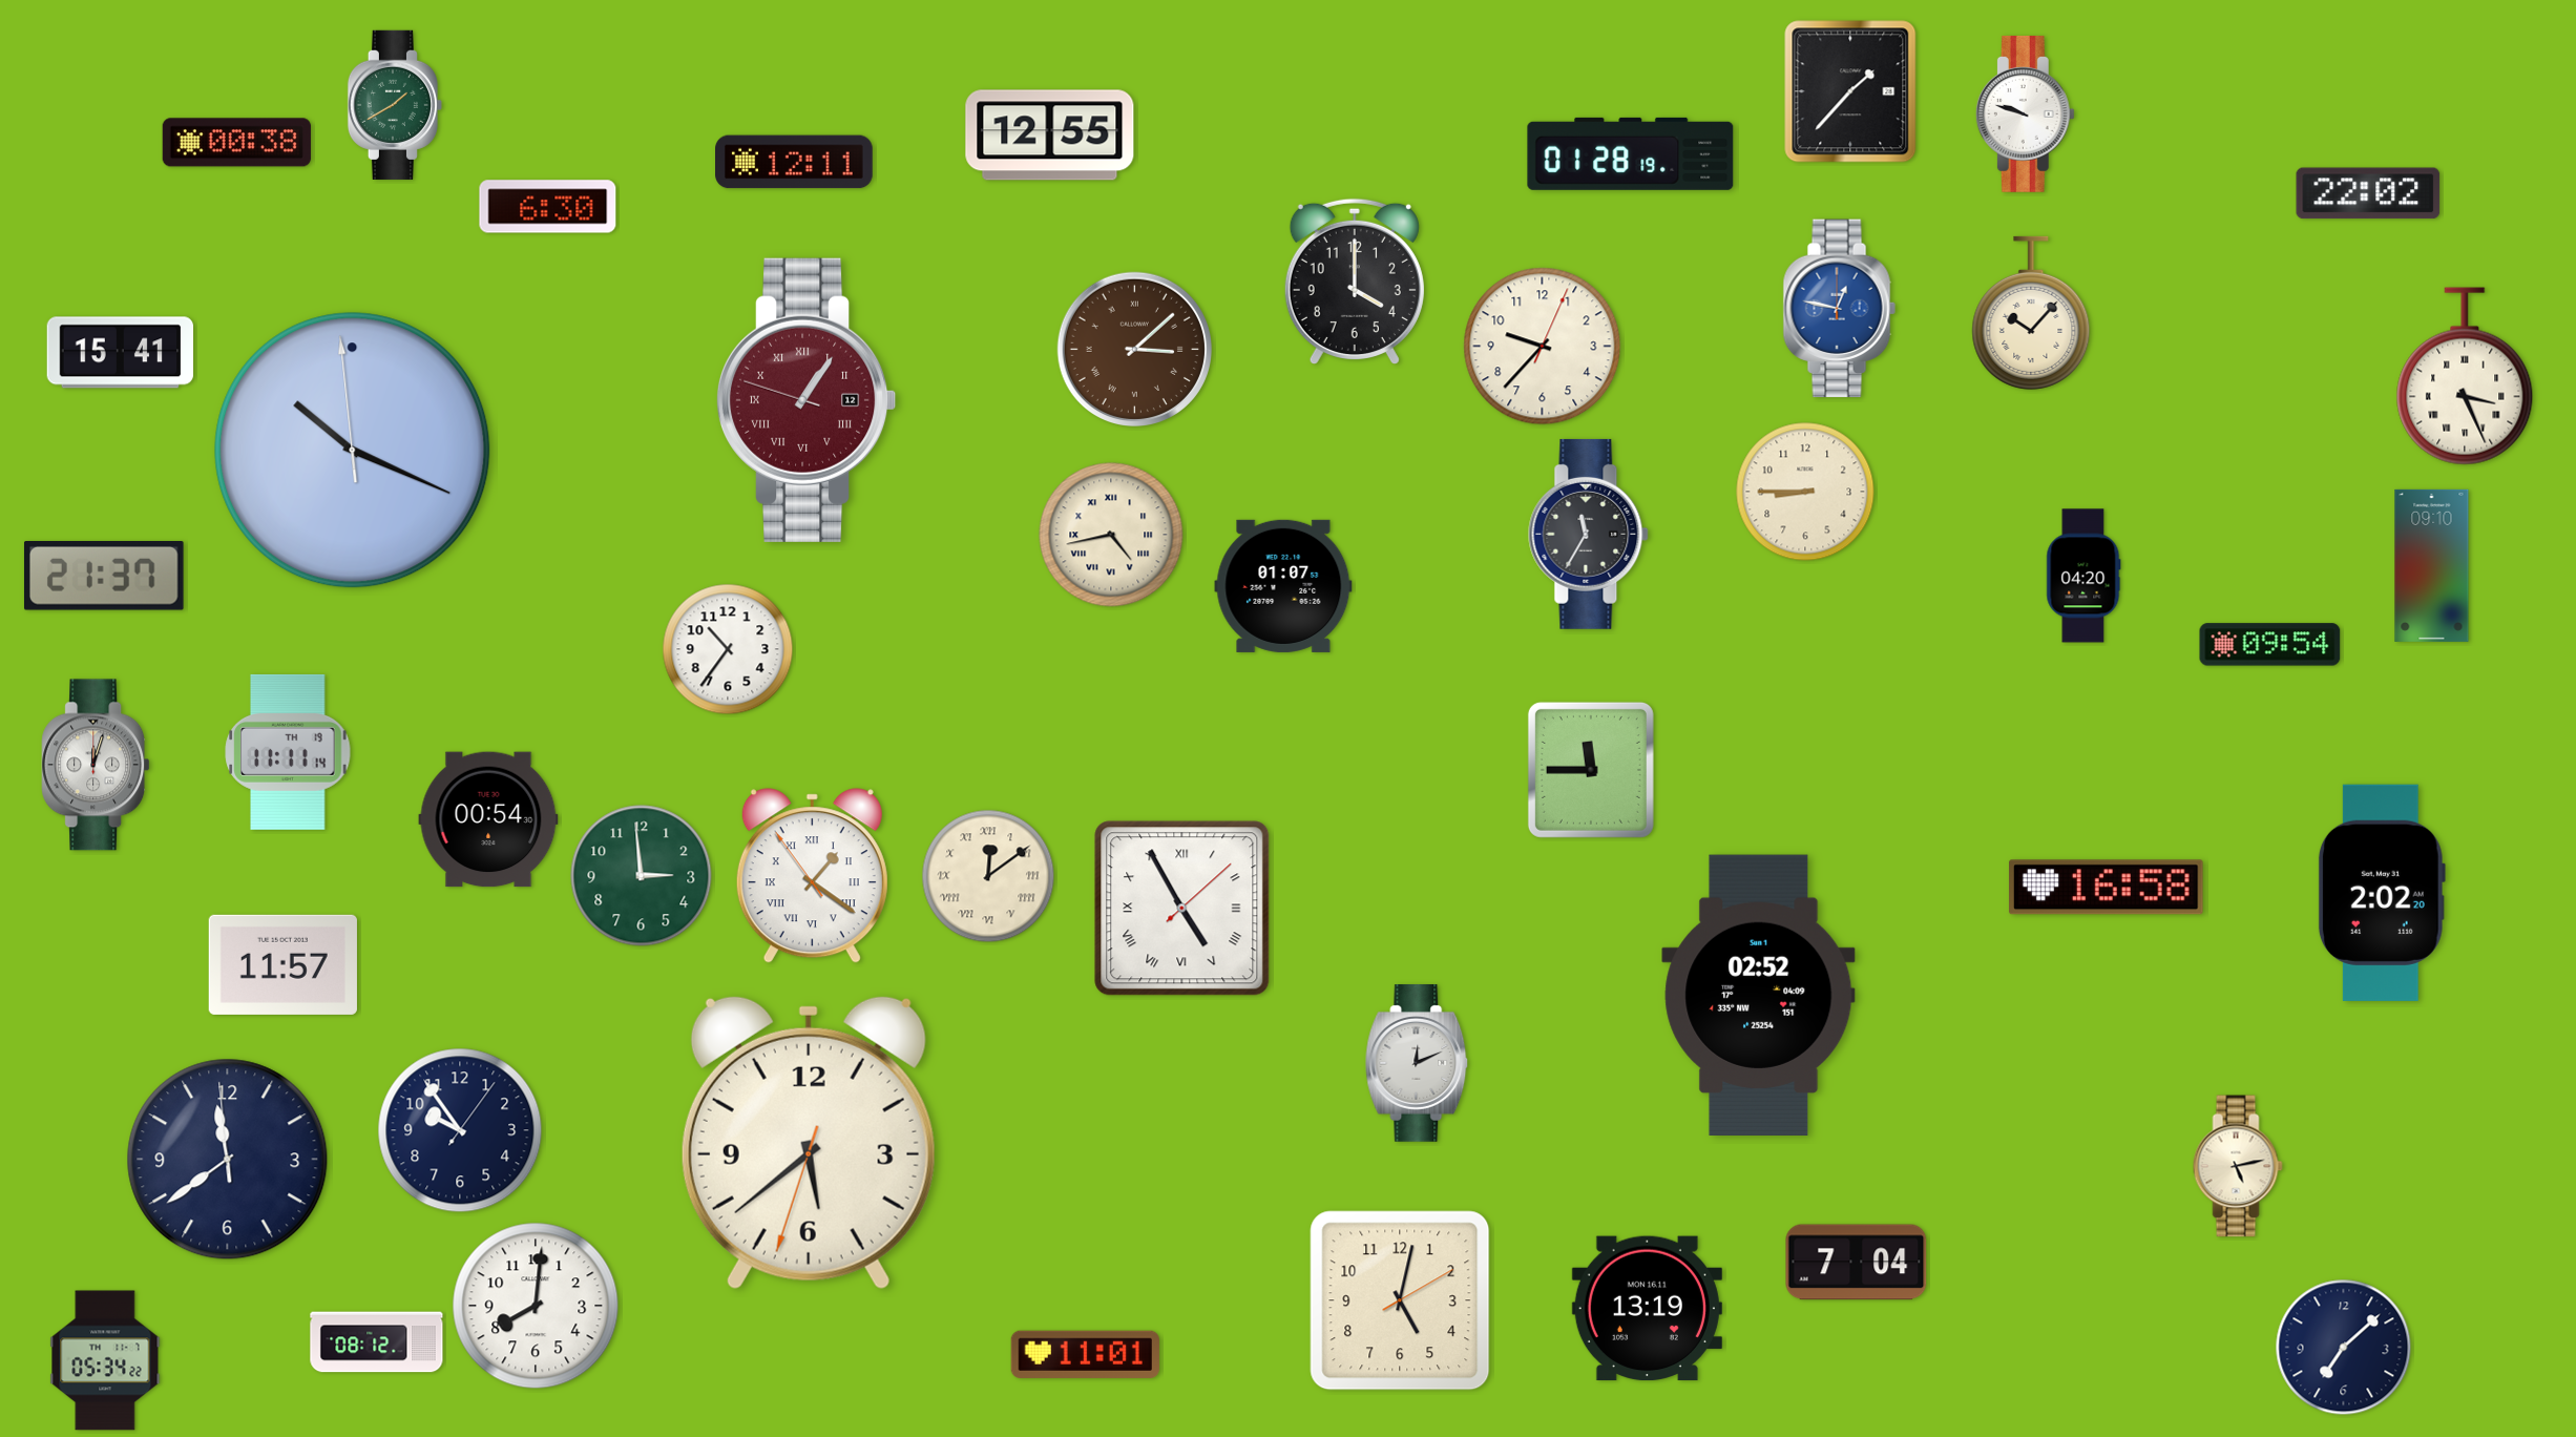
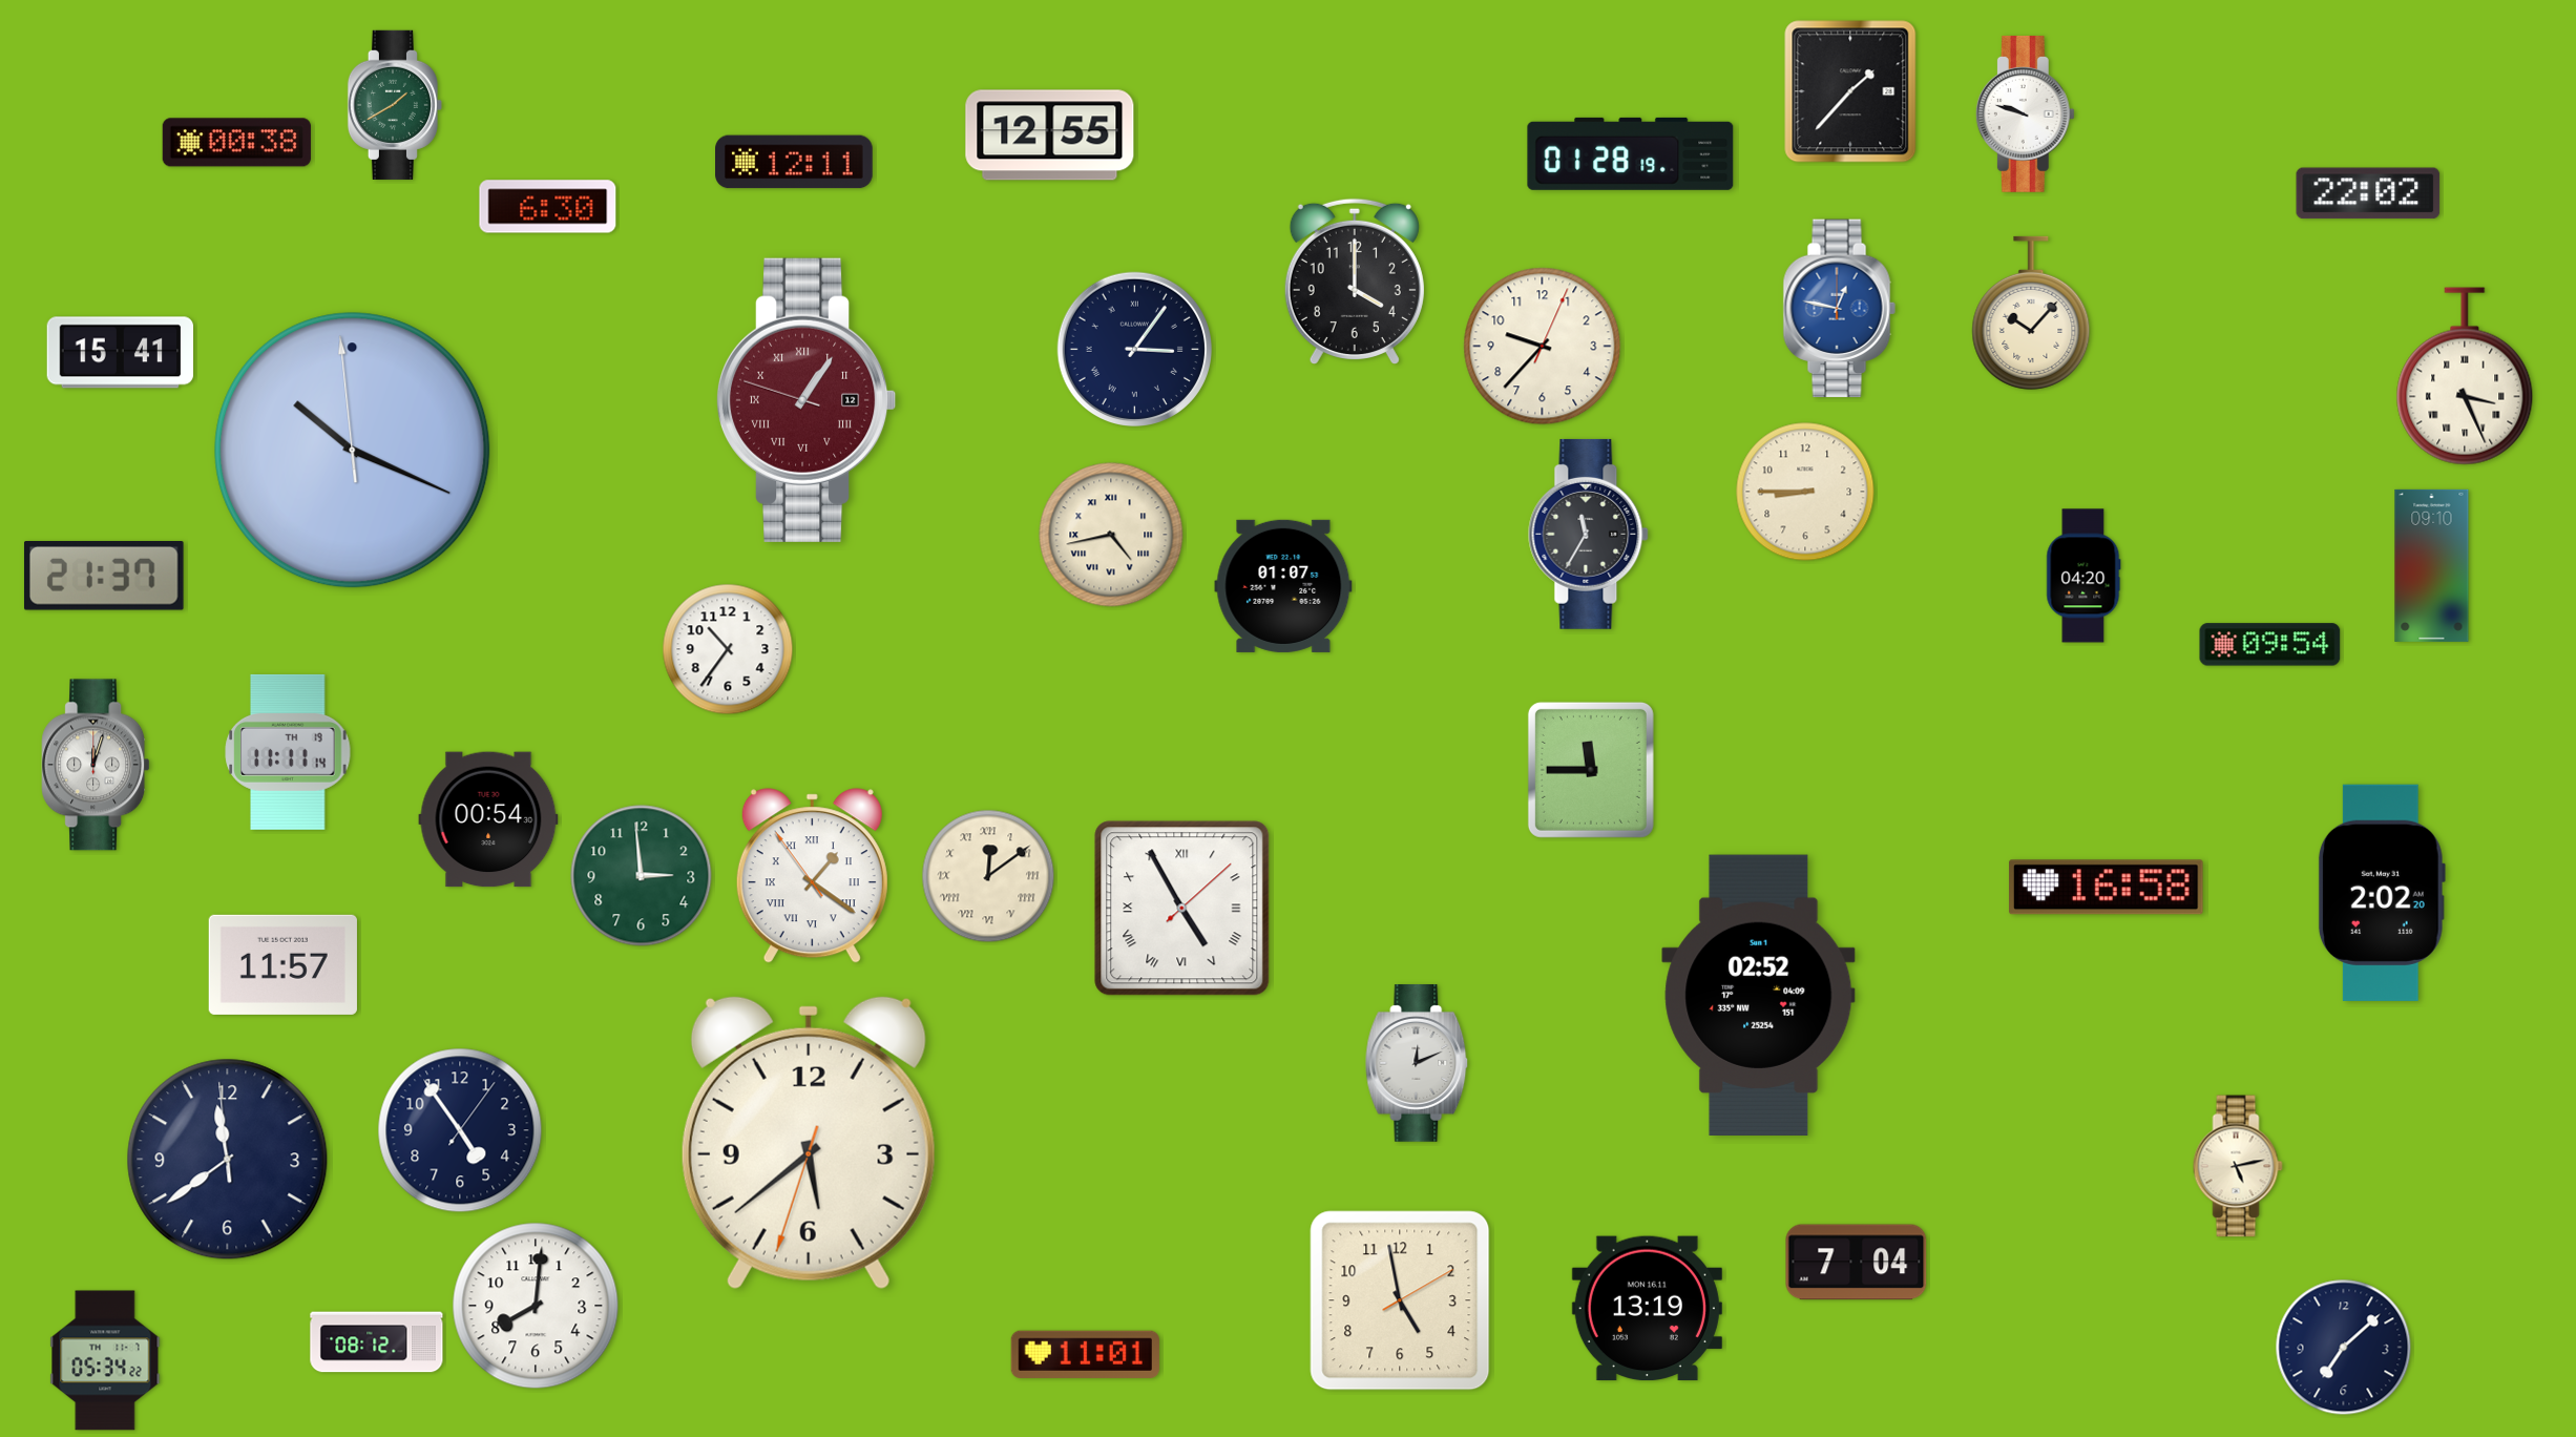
clock at (1134, 349): 3:08 -> 3:06
clock at (1134, 349) dial: brown -> navy
clock at (460, 1130): 9:54 -> 4:54
clock at (1400, 1300): 5:02 -> 4:58
